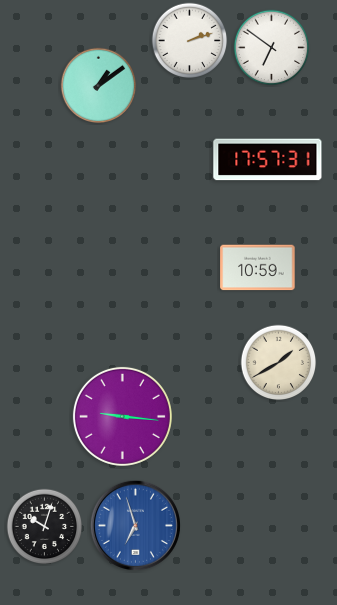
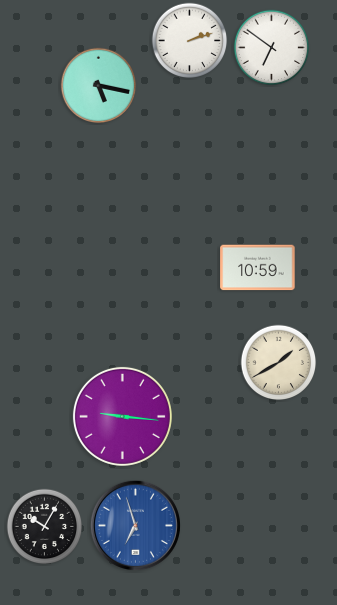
clock at (99, 86): 1:09 -> 5:17
clock at (268, 160): 17:57 -> none
clock at (45, 527): 10:03 -> 10:05
